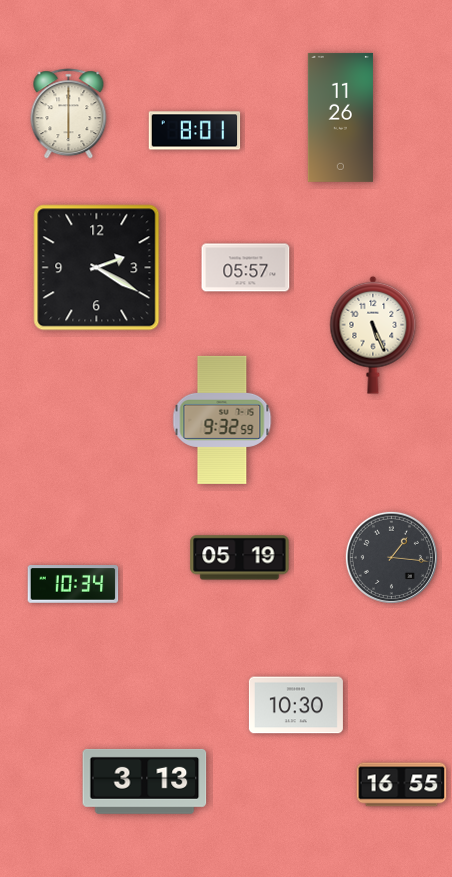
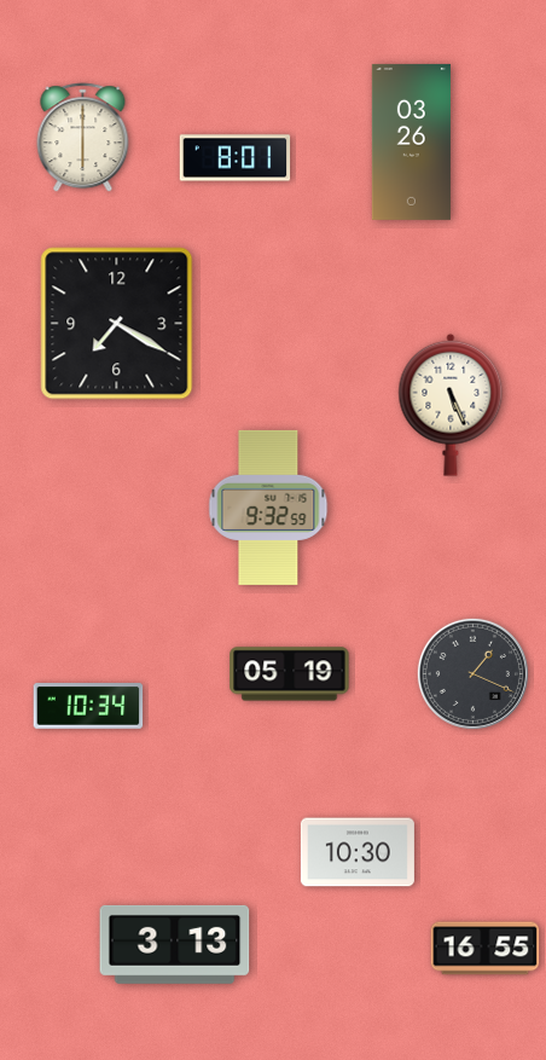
clock at (340, 117): 11:26 -> 03:26
clock at (97, 268): 2:20 -> 7:20
clock at (246, 268): 05:57 -> none
clock at (391, 557): 1:16 -> 1:19
